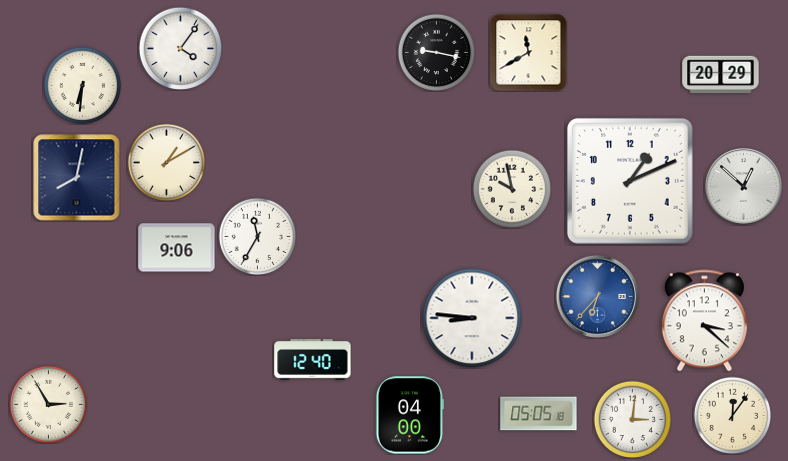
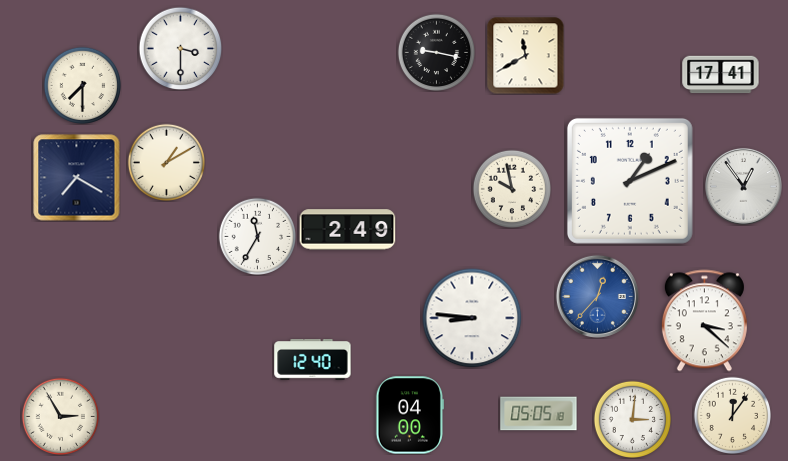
clock at (180, 48): 4:06 -> 3:30
clock at (528, 52) position: (528, 52) -> (525, 55)
clock at (721, 75): 20:29 -> 17:41
clock at (82, 85): 6:31 -> 7:30
clock at (77, 178): 8:02 -> 7:20
clock at (743, 186): 12:52 -> 12:54
clock at (348, 230): none -> 2:49
clock at (177, 248): 9:06 -> none
clock at (597, 296): 6:37 -> 12:37
clock at (48, 404) position: (48, 404) -> (60, 416)
